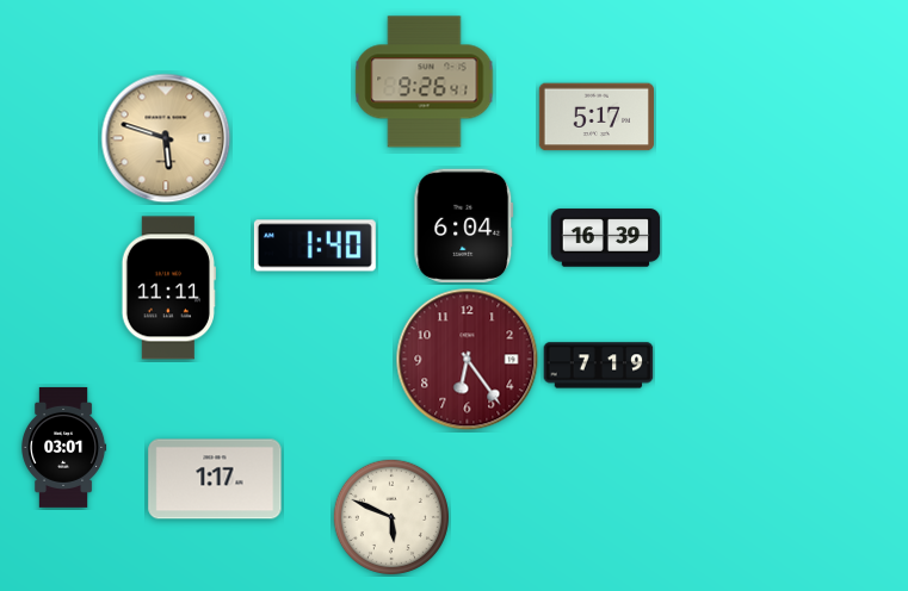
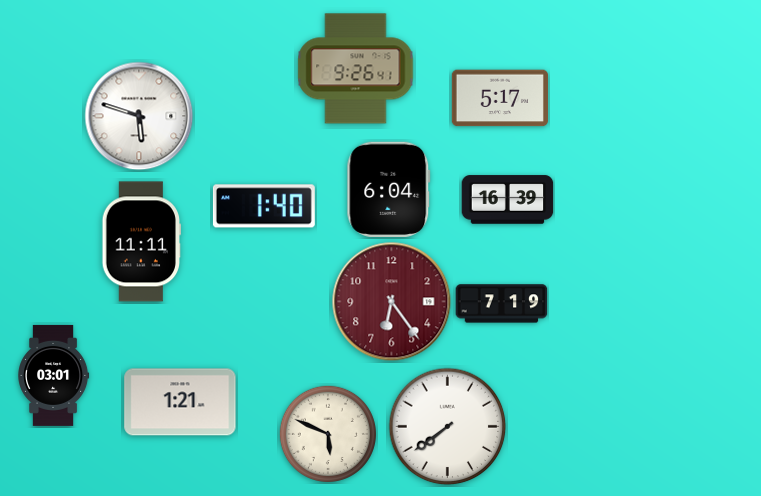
clock at (166, 138) dial: champagne -> white
clock at (599, 366) position: (599, 366) -> (502, 304)
clock at (215, 479): 1:17 -> 1:21
clock at (448, 427): none -> 7:39
